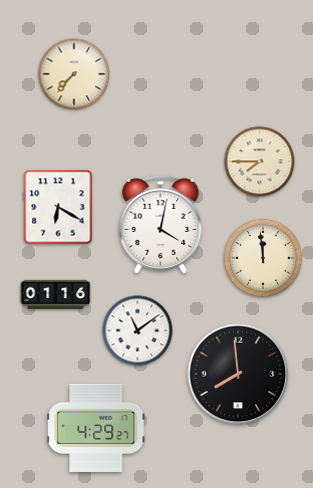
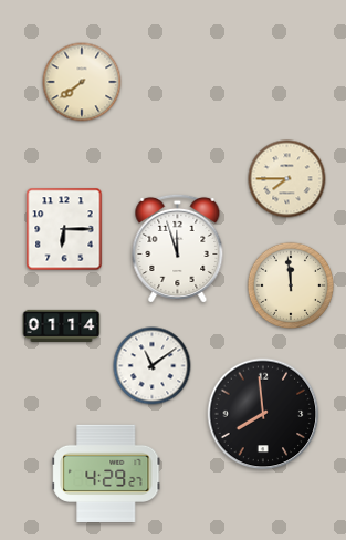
clock at (74, 74): 7:37 -> 7:39
clock at (58, 207): 6:20 -> 6:15
clock at (161, 224): 4:02 -> 11:57
clock at (56, 294): 01:16 -> 01:14
